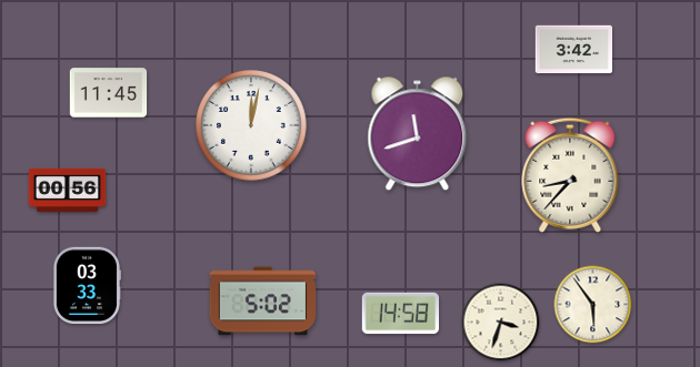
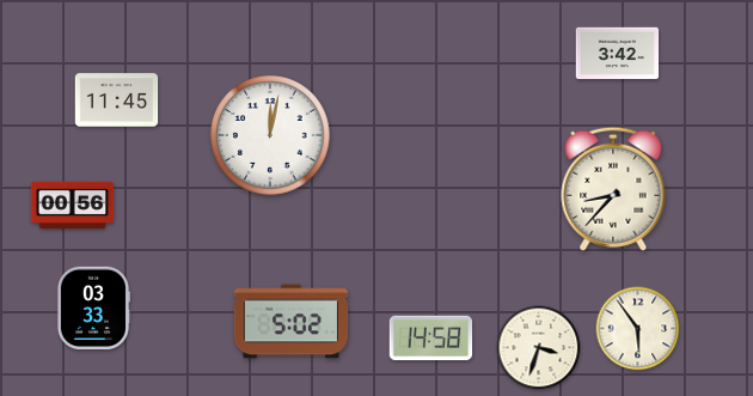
clock at (418, 134): 11:42 -> none
clock at (263, 302) position: (263, 302) -> (292, 322)
